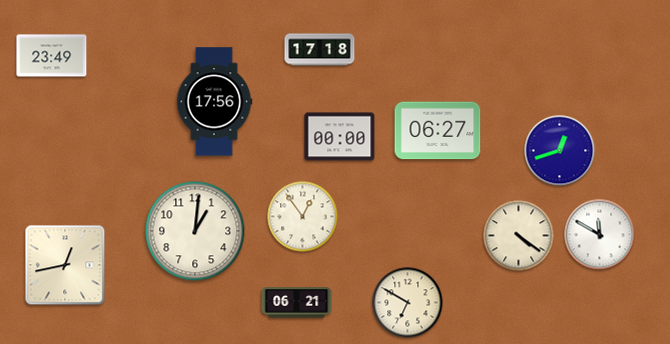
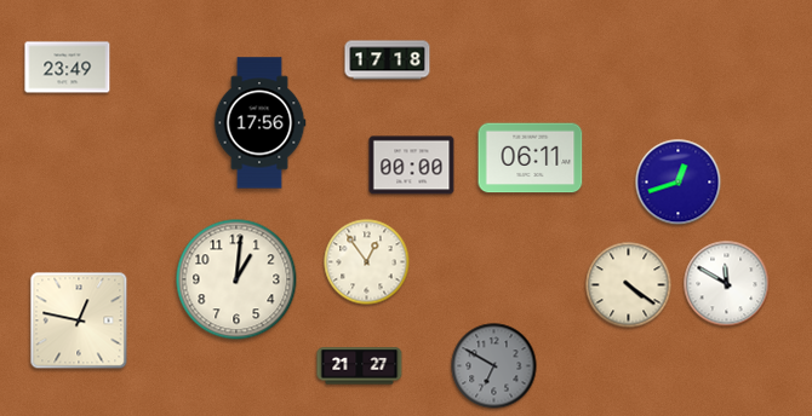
clock at (52, 56) position: (52, 56) -> (68, 68)
clock at (438, 131): 06:27 -> 06:11
clock at (65, 265): 12:43 -> 12:47
clock at (297, 303): 06:21 -> 21:27
clock at (408, 303) dial: cream -> grey
